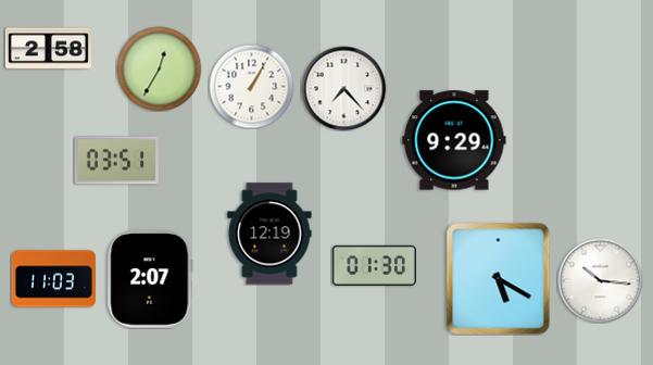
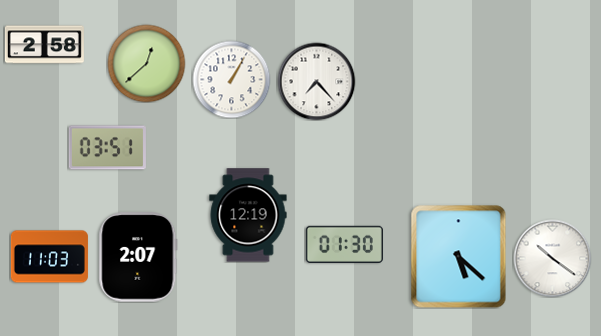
clock at (159, 68): 12:35 -> 12:38
clock at (454, 140): 9:29 -> none
clock at (499, 279): 5:20 -> 5:22
clock at (600, 280): 10:16 -> 10:21
